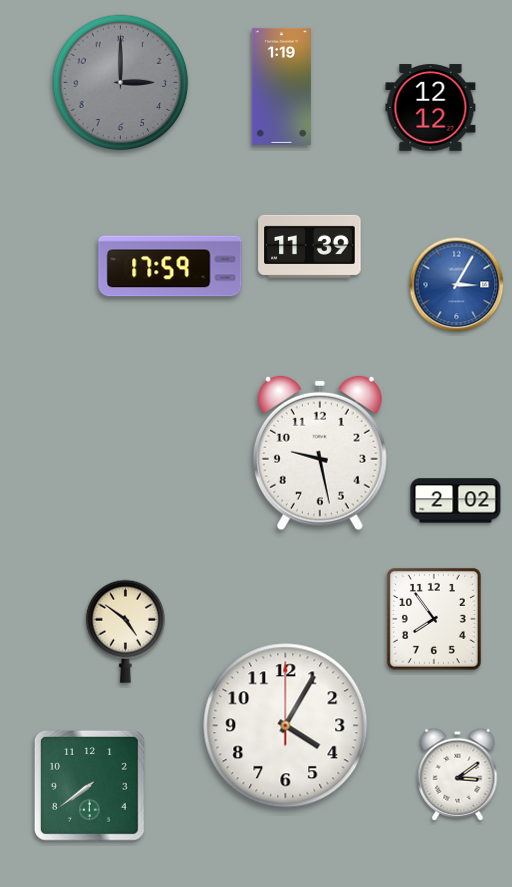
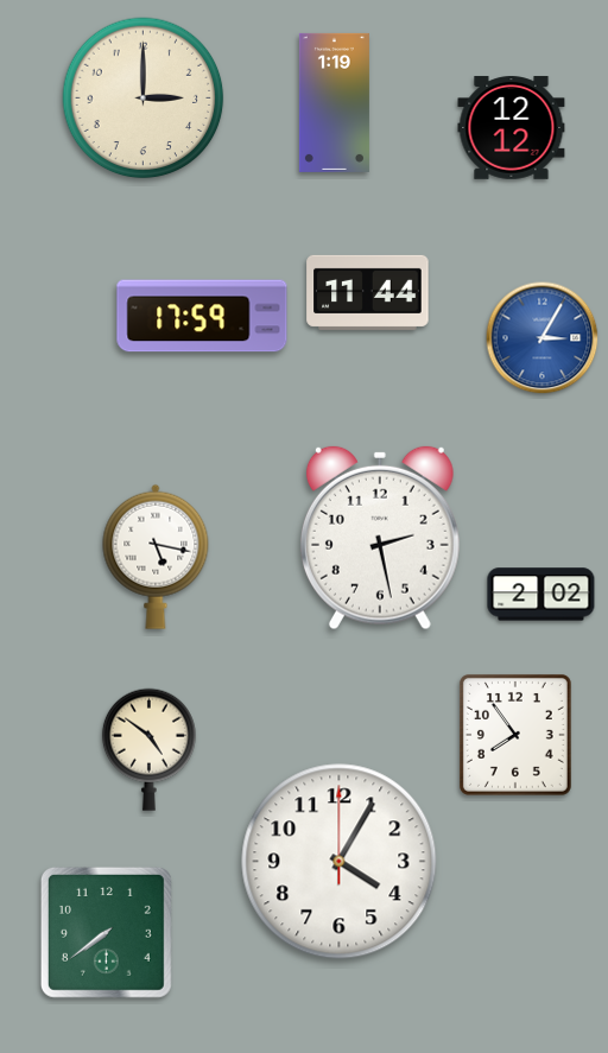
clock at (121, 83) dial: grey -> cream
clock at (310, 246): 11:39 -> 11:44
clock at (320, 453): 9:28 -> 2:28
clock at (156, 557): none -> 5:17
clock at (458, 774): 3:09 -> none
